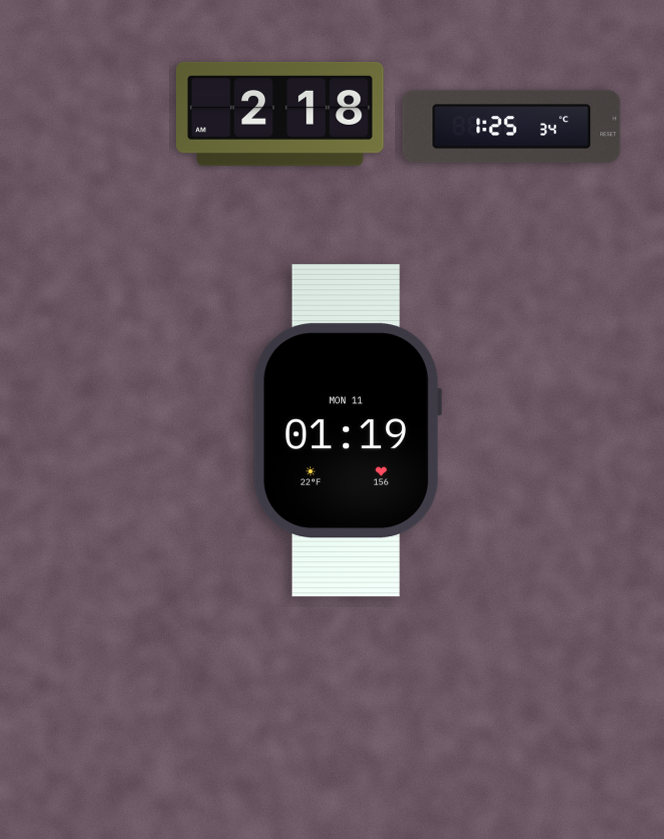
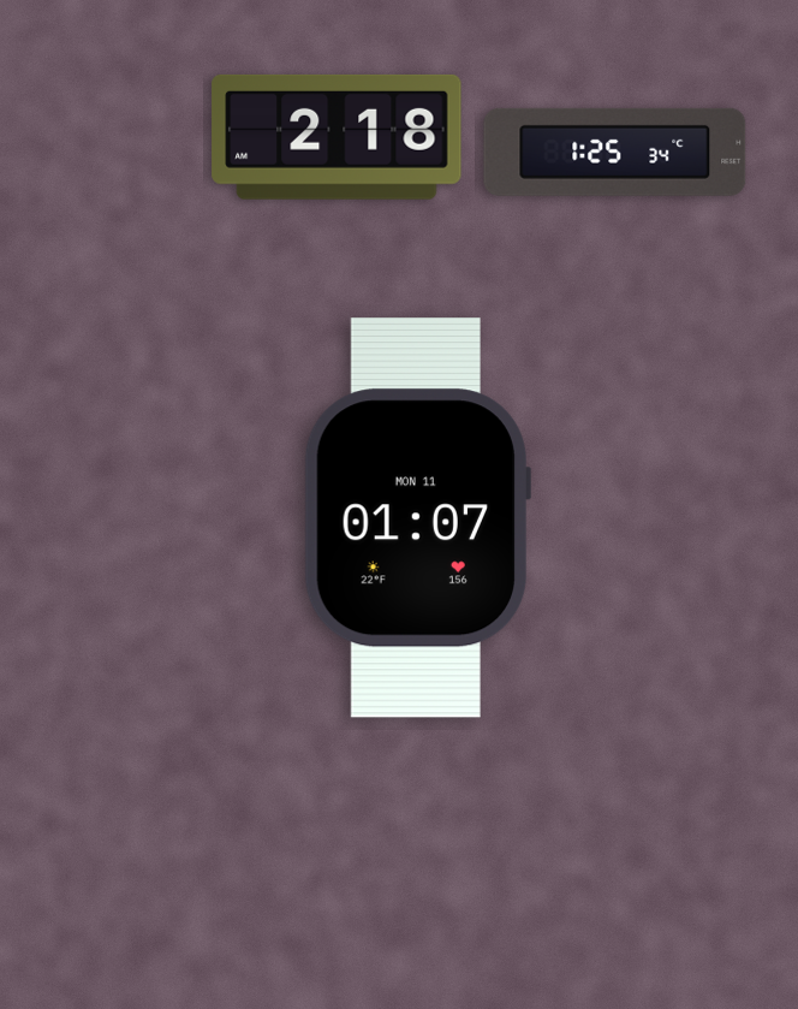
clock at (347, 431): 01:19 -> 01:07
